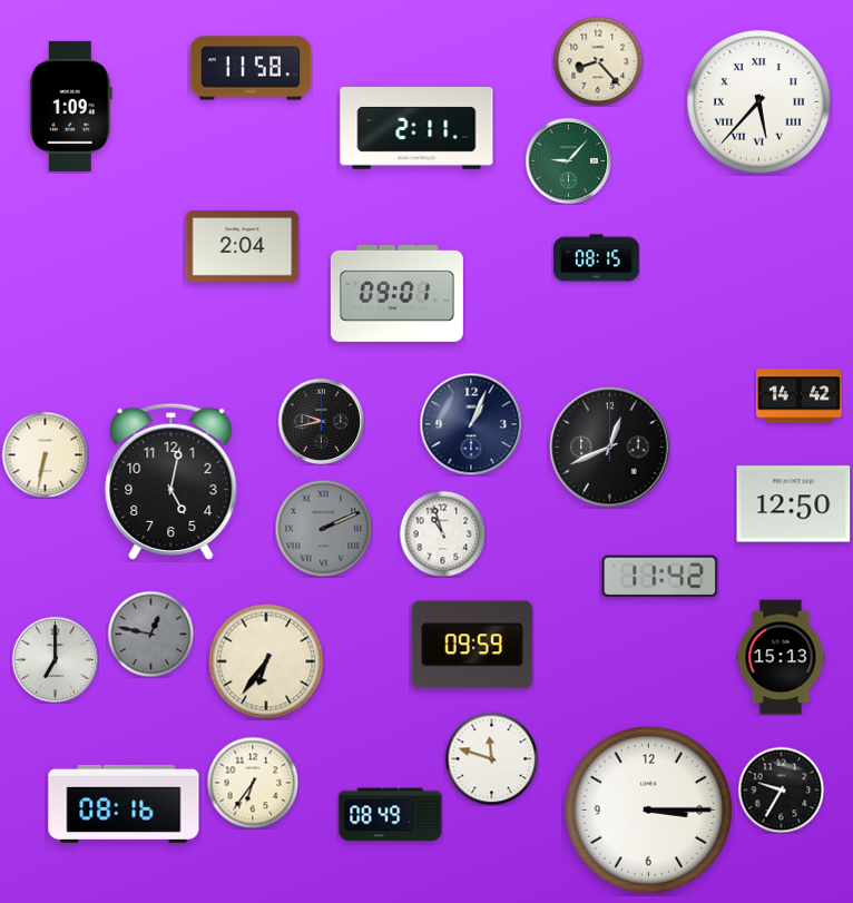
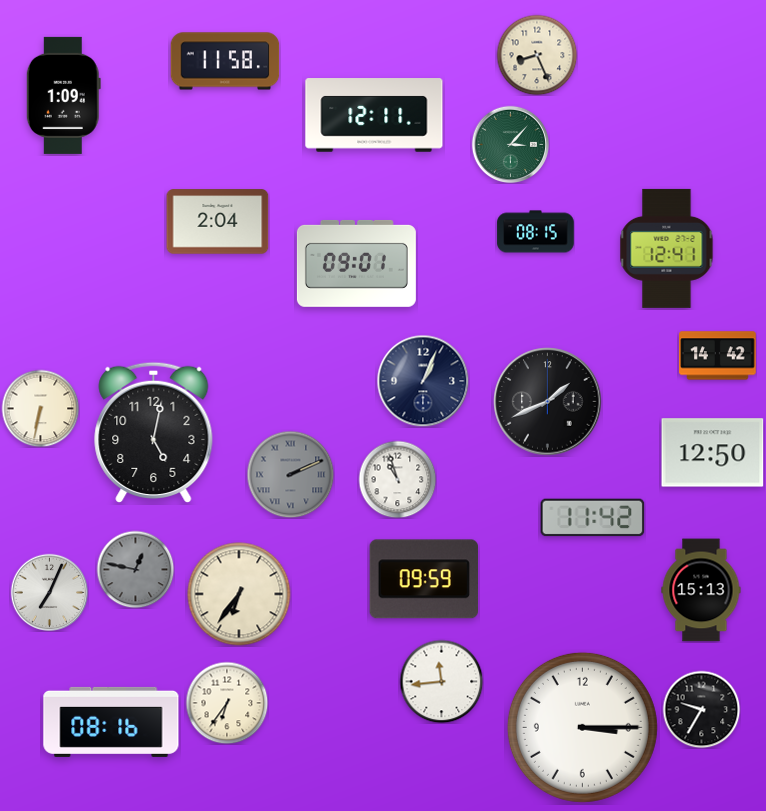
clock at (598, 61): 8:23 -> 8:26
clock at (759, 102): 5:37 -> none
clock at (416, 128): 2:11 -> 12:11
clock at (568, 160): 9:07 -> 3:07
clock at (667, 248): none -> 12:41
clock at (321, 421): 9:43 -> none
clock at (610, 448): 12:41 -> 1:41
clock at (55, 659): 7:00 -> 7:04
clock at (491, 758): 11:48 -> 11:44
clock at (391, 815): 08:49 -> none
